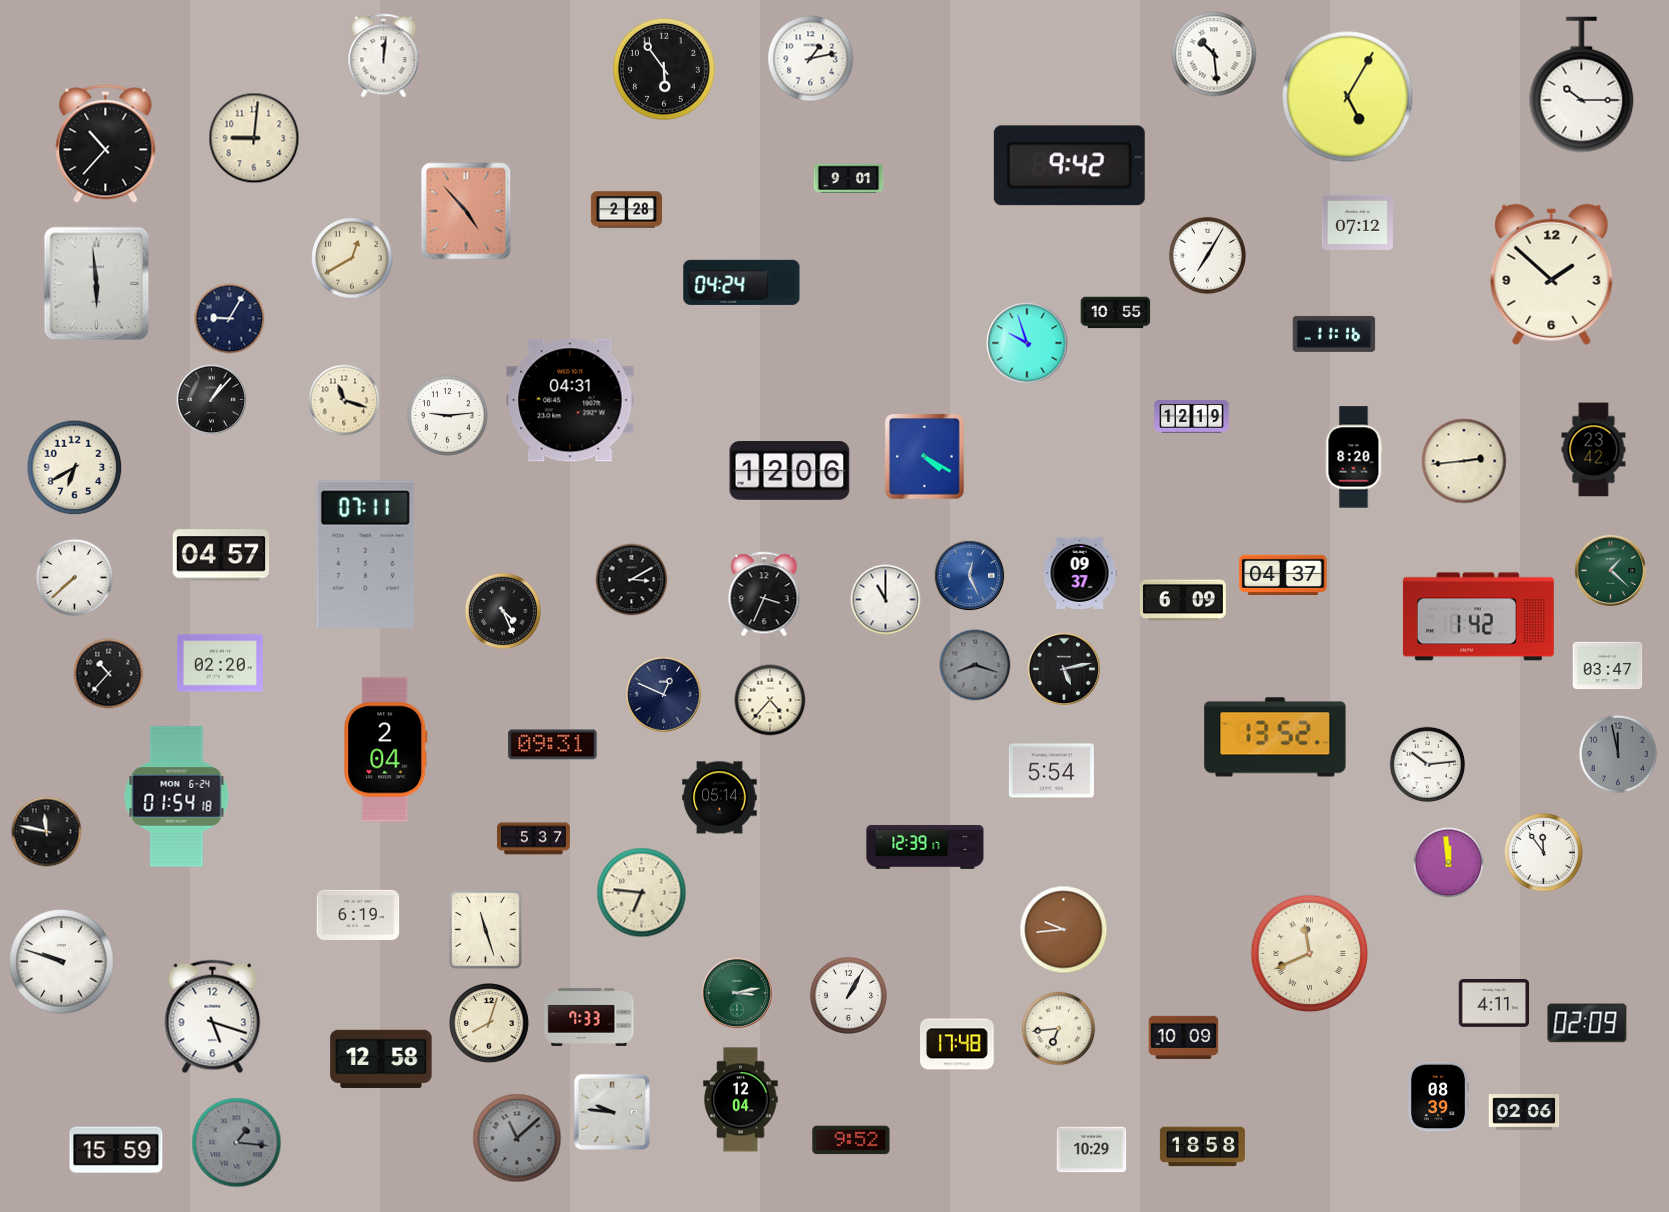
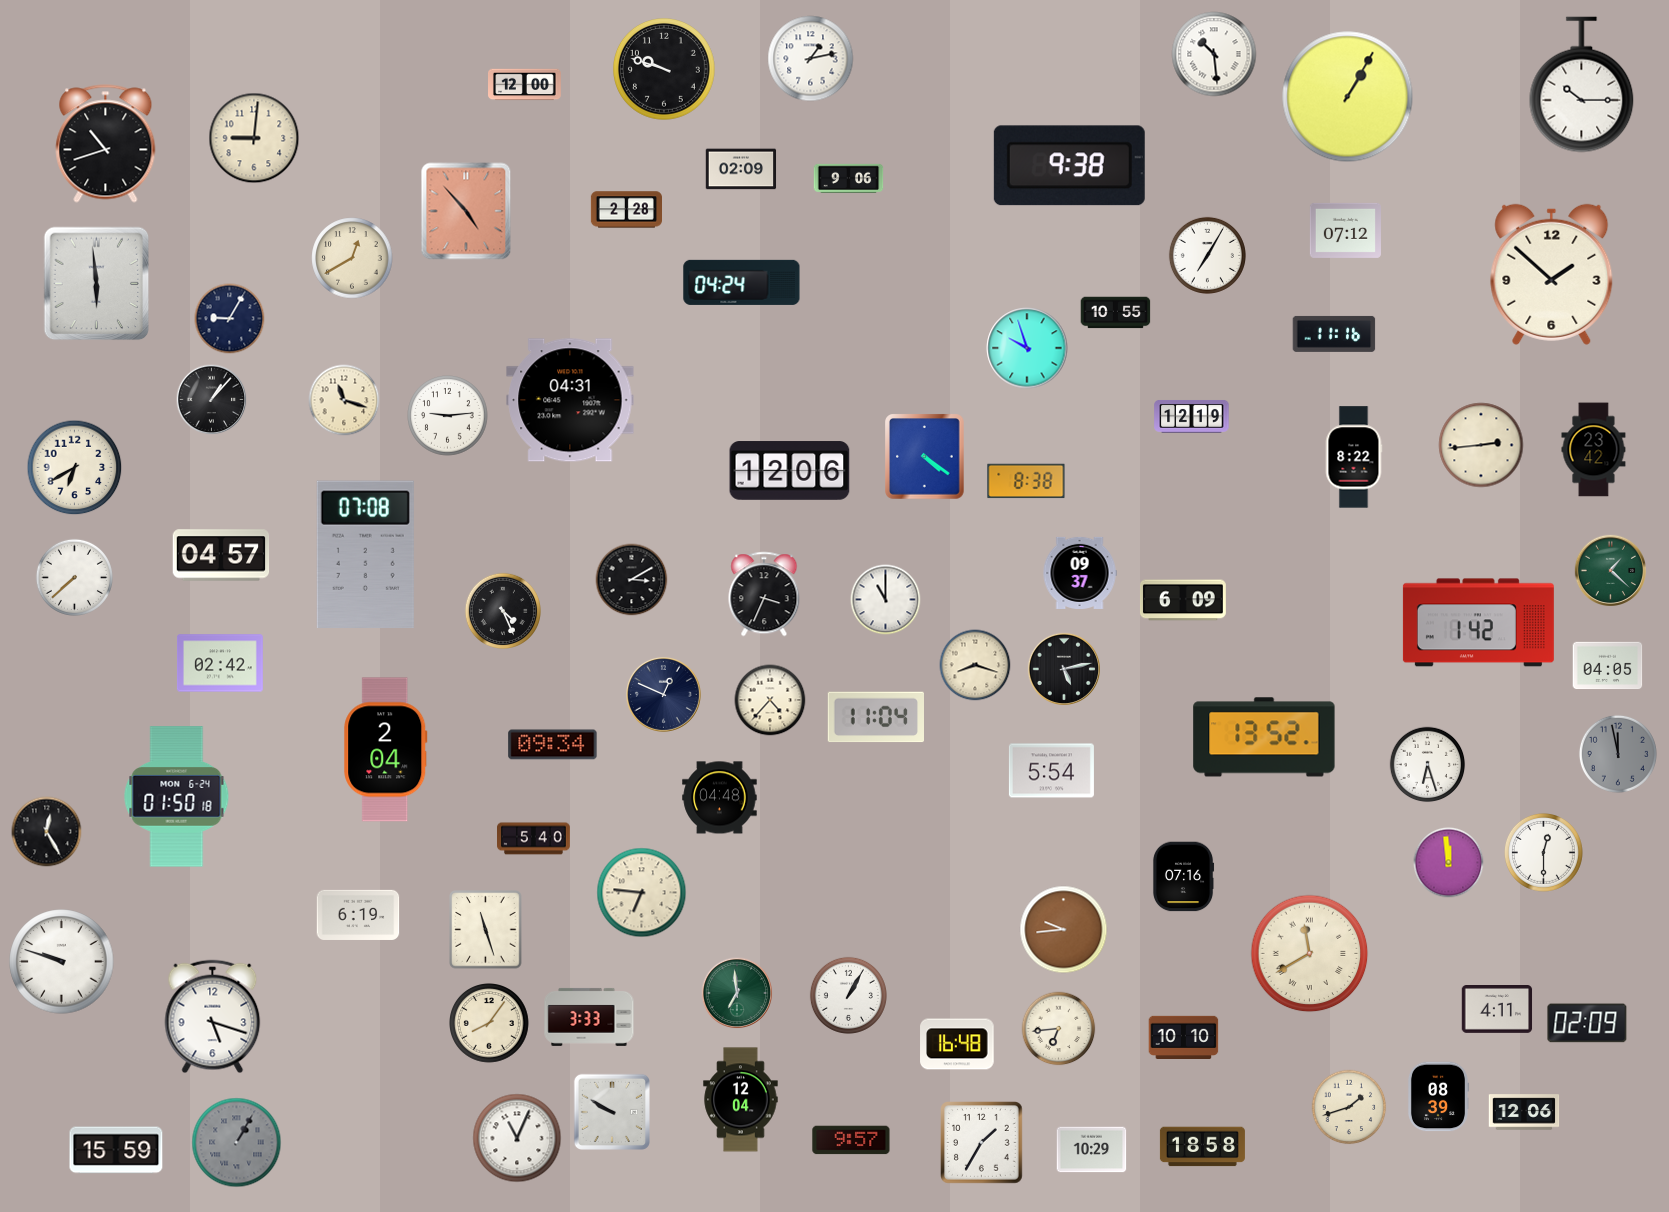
clock at (384, 56): 12:01 -> none
clock at (665, 70): 5:54 -> 9:48
clock at (525, 85): none -> 12:00
clock at (1348, 97): 5:05 -> 1:05
clock at (106, 144): 10:37 -> 10:42
clock at (1069, 166): 9:42 -> 9:38
clock at (741, 169): none -> 02:09
clock at (849, 179): 9:01 -> 9:06
clock at (1357, 222) position: (1357, 222) -> (1345, 230)
clock at (1027, 343) position: (1027, 343) -> (1027, 348)
clock at (925, 457): 4:20 -> 4:21
clock at (1354, 457): 8:20 -> 8:22
clock at (1464, 461) position: (1464, 461) -> (1481, 445)
clock at (1026, 481): none -> 8:38
clock at (365, 554): 07:11 -> 07:08
clock at (1283, 574): 04:37 -> none
clock at (970, 576): 12:26 -> none
clock at (1478, 617) position: (1478, 617) -> (1478, 623)
clock at (220, 663): 02:20 -> 02:42
clock at (975, 665) dial: grey -> cream
clock at (1608, 666): 03:47 -> 04:05
clock at (109, 674): 10:37 -> none
clock at (875, 717): none -> 11:04
clock at (1275, 737) position: (1275, 737) -> (1264, 737)
clock at (553, 745): 09:31 -> 09:34
clock at (1428, 765): 10:14 -> 6:27
clock at (177, 797): 01:54 -> 01:50
clock at (720, 798): 05:14 -> 04:48
clock at (47, 832): 11:47 -> 12:25
clock at (534, 839): 5:37 -> 5:40
clock at (925, 847): 12:39 -> none
clock at (1543, 852): 11:54 -> 12:30
clock at (1183, 877): none -> 07:16
clock at (1310, 954): 11:41 -> 11:40
clock at (737, 993): 3:13 -> 6:59
clock at (1494, 1004) position: (1494, 1004) -> (1497, 1010)
clock at (589, 1017): 7:33 -> 3:33
clock at (490, 1024): 8:03 -> 8:06
clock at (1184, 1037): 10:09 -> 10:10
clock at (957, 1044): 17:48 -> 16:48
clock at (381, 1059): 12:58 -> none
clock at (1349, 1107): none -> 1:42
clock at (612, 1112): 9:46 -> 9:50
clock at (1524, 1112): 02:06 -> 12:06
clock at (517, 1138): 11:08 -> 11:04
clock at (517, 1138) dial: grey -> white
clock at (851, 1140): 9:52 -> 9:57
clock at (237, 1143): 1:16 -> 1:05
clock at (982, 1143): none -> 1:35
